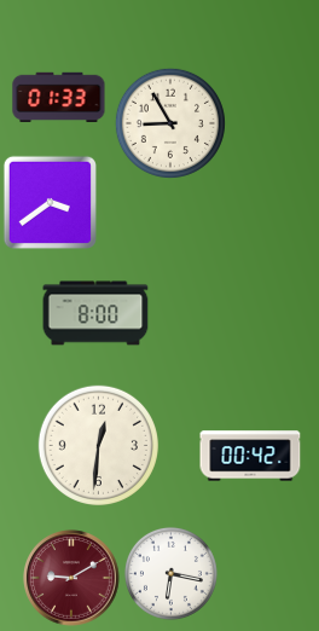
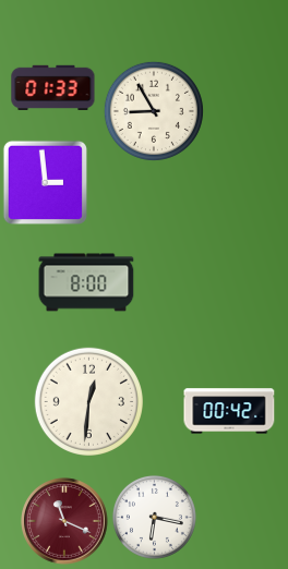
clock at (50, 202): 3:39 -> 2:59
clock at (250, 456) position: (250, 456) -> (229, 411)
clock at (71, 578): 9:10 -> 11:19
